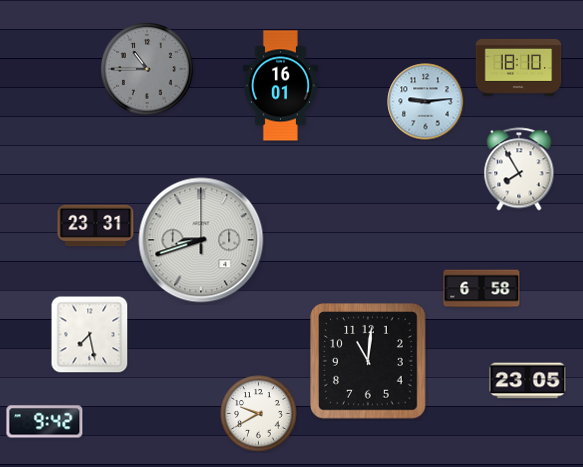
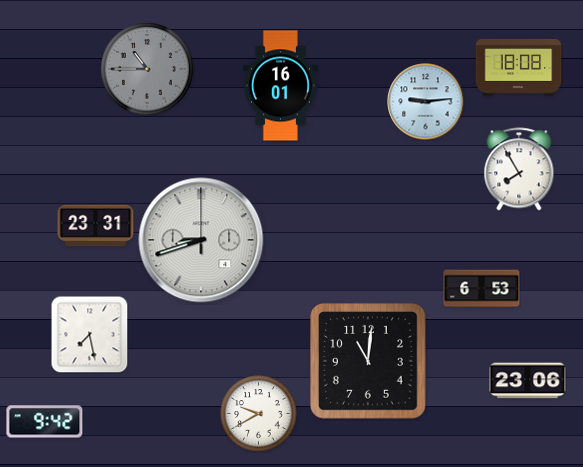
clock at (519, 67): 18:10 -> 18:08
clock at (482, 289): 6:58 -> 6:53
clock at (528, 381): 23:05 -> 23:06
